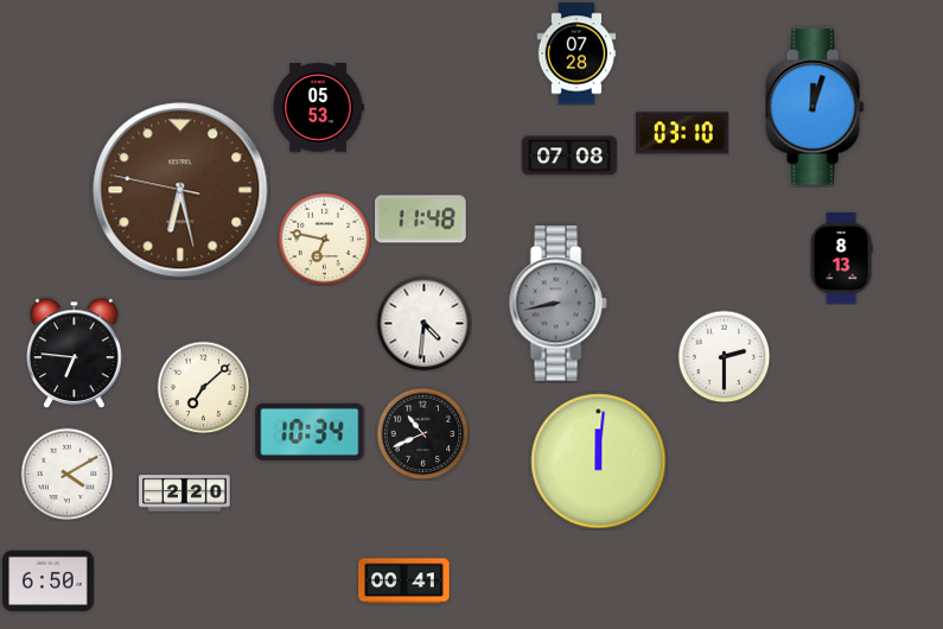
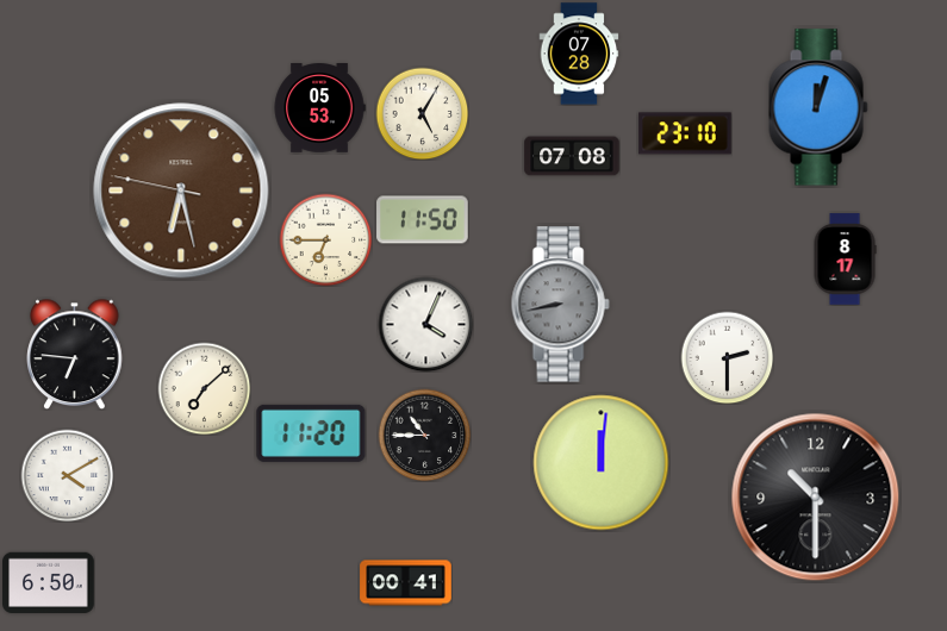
clock at (422, 113): none -> 5:05
clock at (682, 133): 03:10 -> 23:10
clock at (421, 220): 11:48 -> 11:50
clock at (324, 239): 6:47 -> 6:45
clock at (841, 259): 8:13 -> 8:17
clock at (423, 323): 4:31 -> 4:04
clock at (310, 432): 10:34 -> 11:20
clock at (422, 433): 10:41 -> 10:45
clock at (185, 494): 2:20 -> none
clock at (816, 498): none -> 10:30
